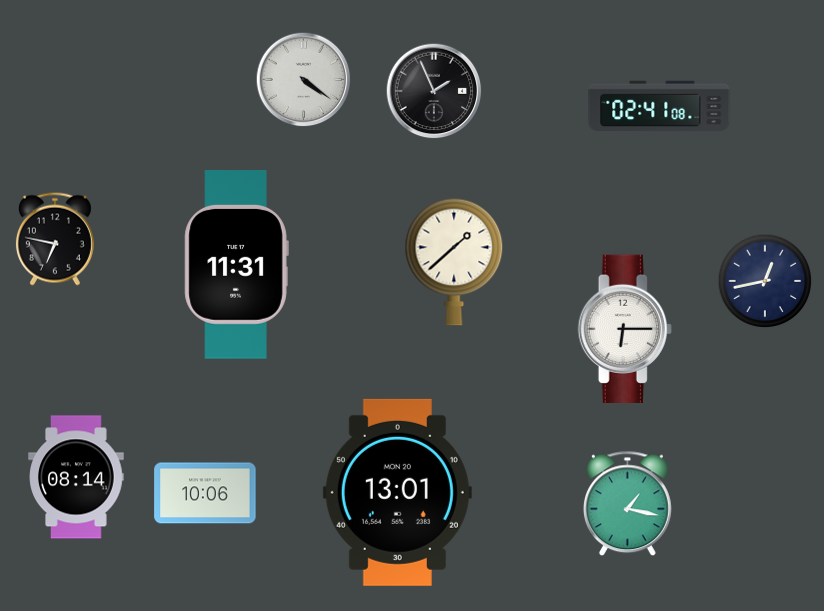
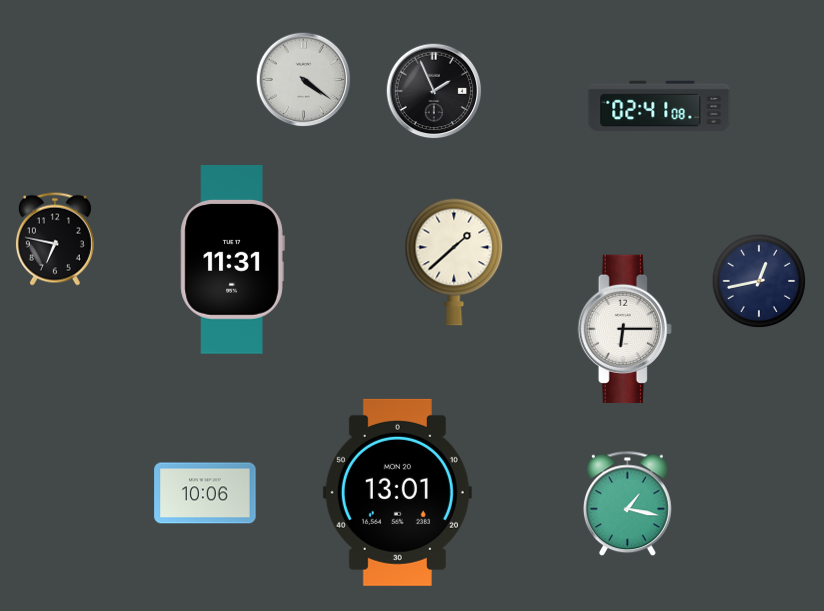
clock at (236, 265) position: (236, 265) -> (232, 260)
clock at (765, 281) position: (765, 281) -> (759, 281)
clock at (76, 477): 08:14 -> none
